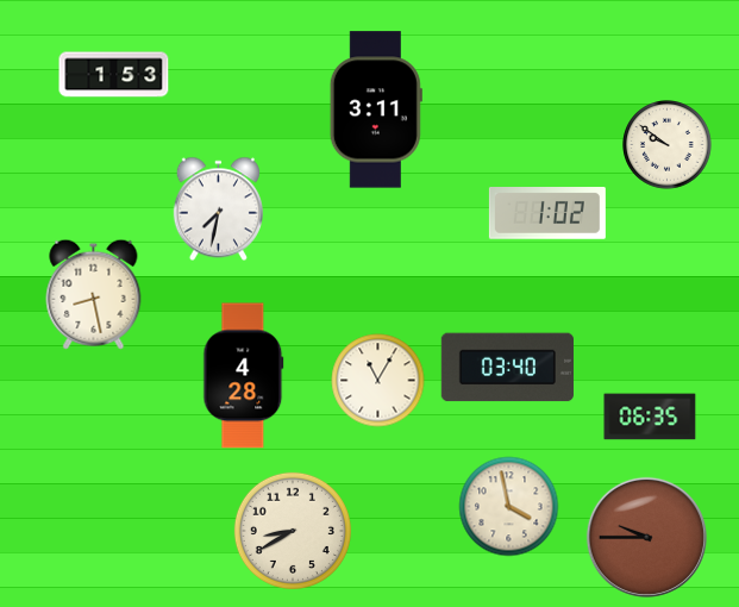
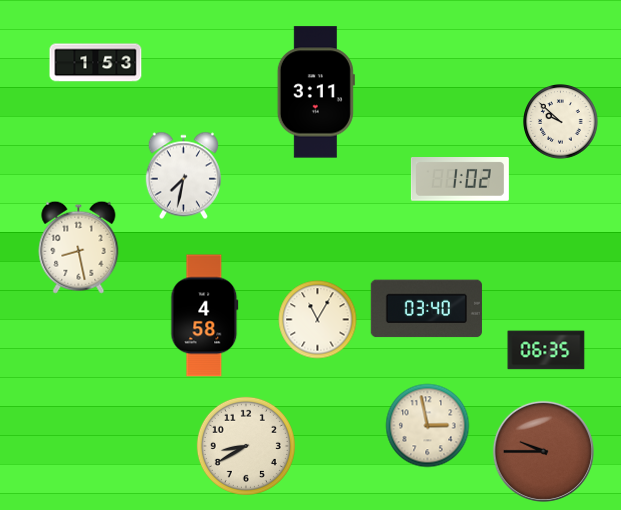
clock at (668, 145): 9:51 -> 9:52
clock at (244, 376): 4:28 -> 4:58
clock at (509, 507): 3:58 -> 2:58
